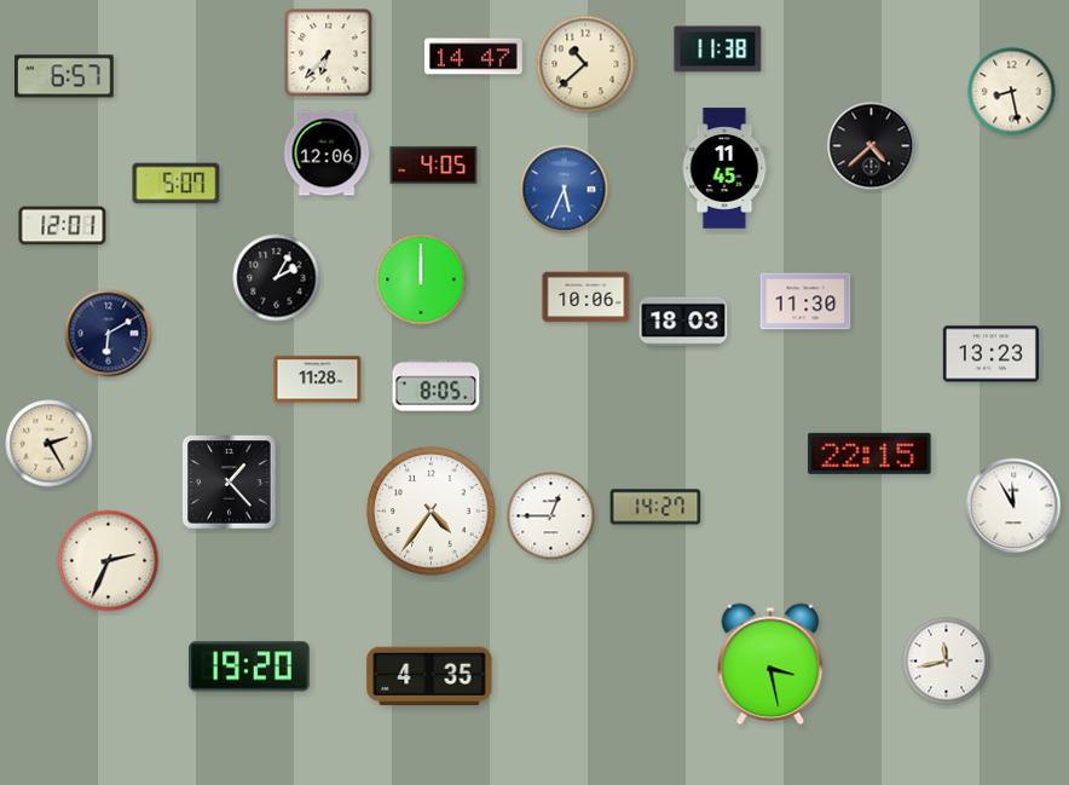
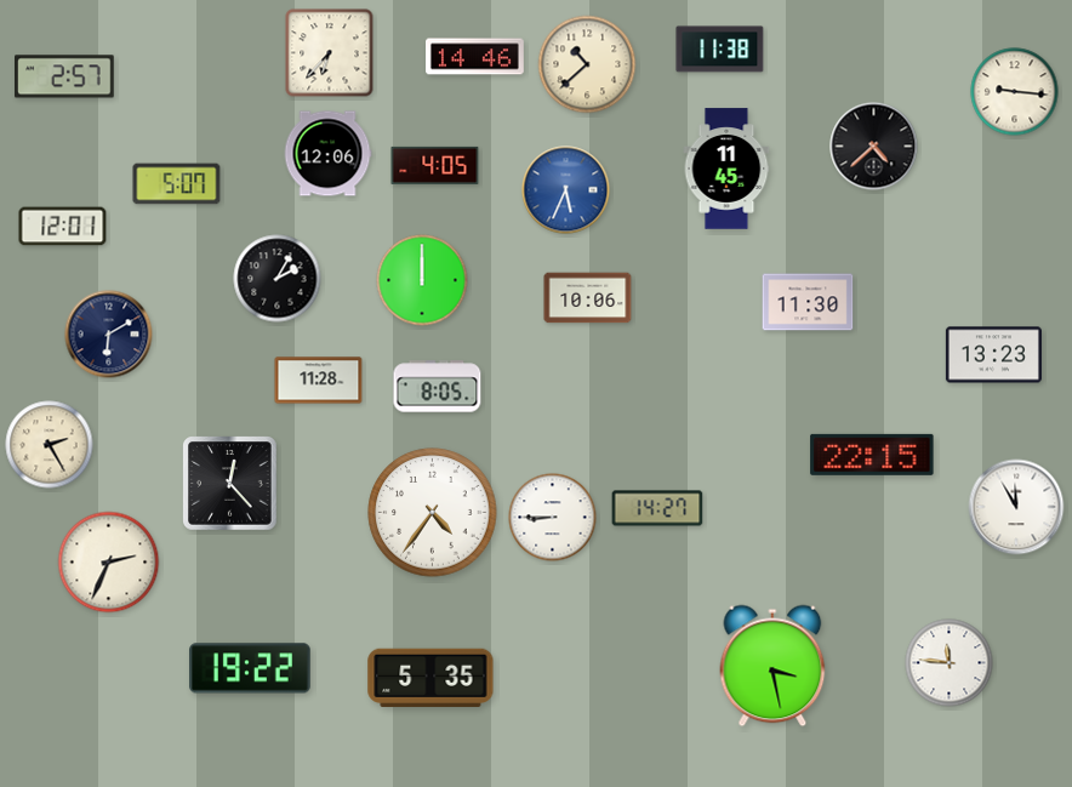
clock at (474, 57): 14:47 -> 14:46
clock at (64, 76): 6:57 -> 2:57
clock at (1012, 92): 8:28 -> 9:16
clock at (683, 322): 18:03 -> none
clock at (230, 483): 1:23 -> 12:23
clock at (551, 516): 12:45 -> 8:45
clock at (947, 662): 11:43 -> 11:46
clock at (249, 666): 19:20 -> 19:22
clock at (429, 675): 4:35 -> 5:35
